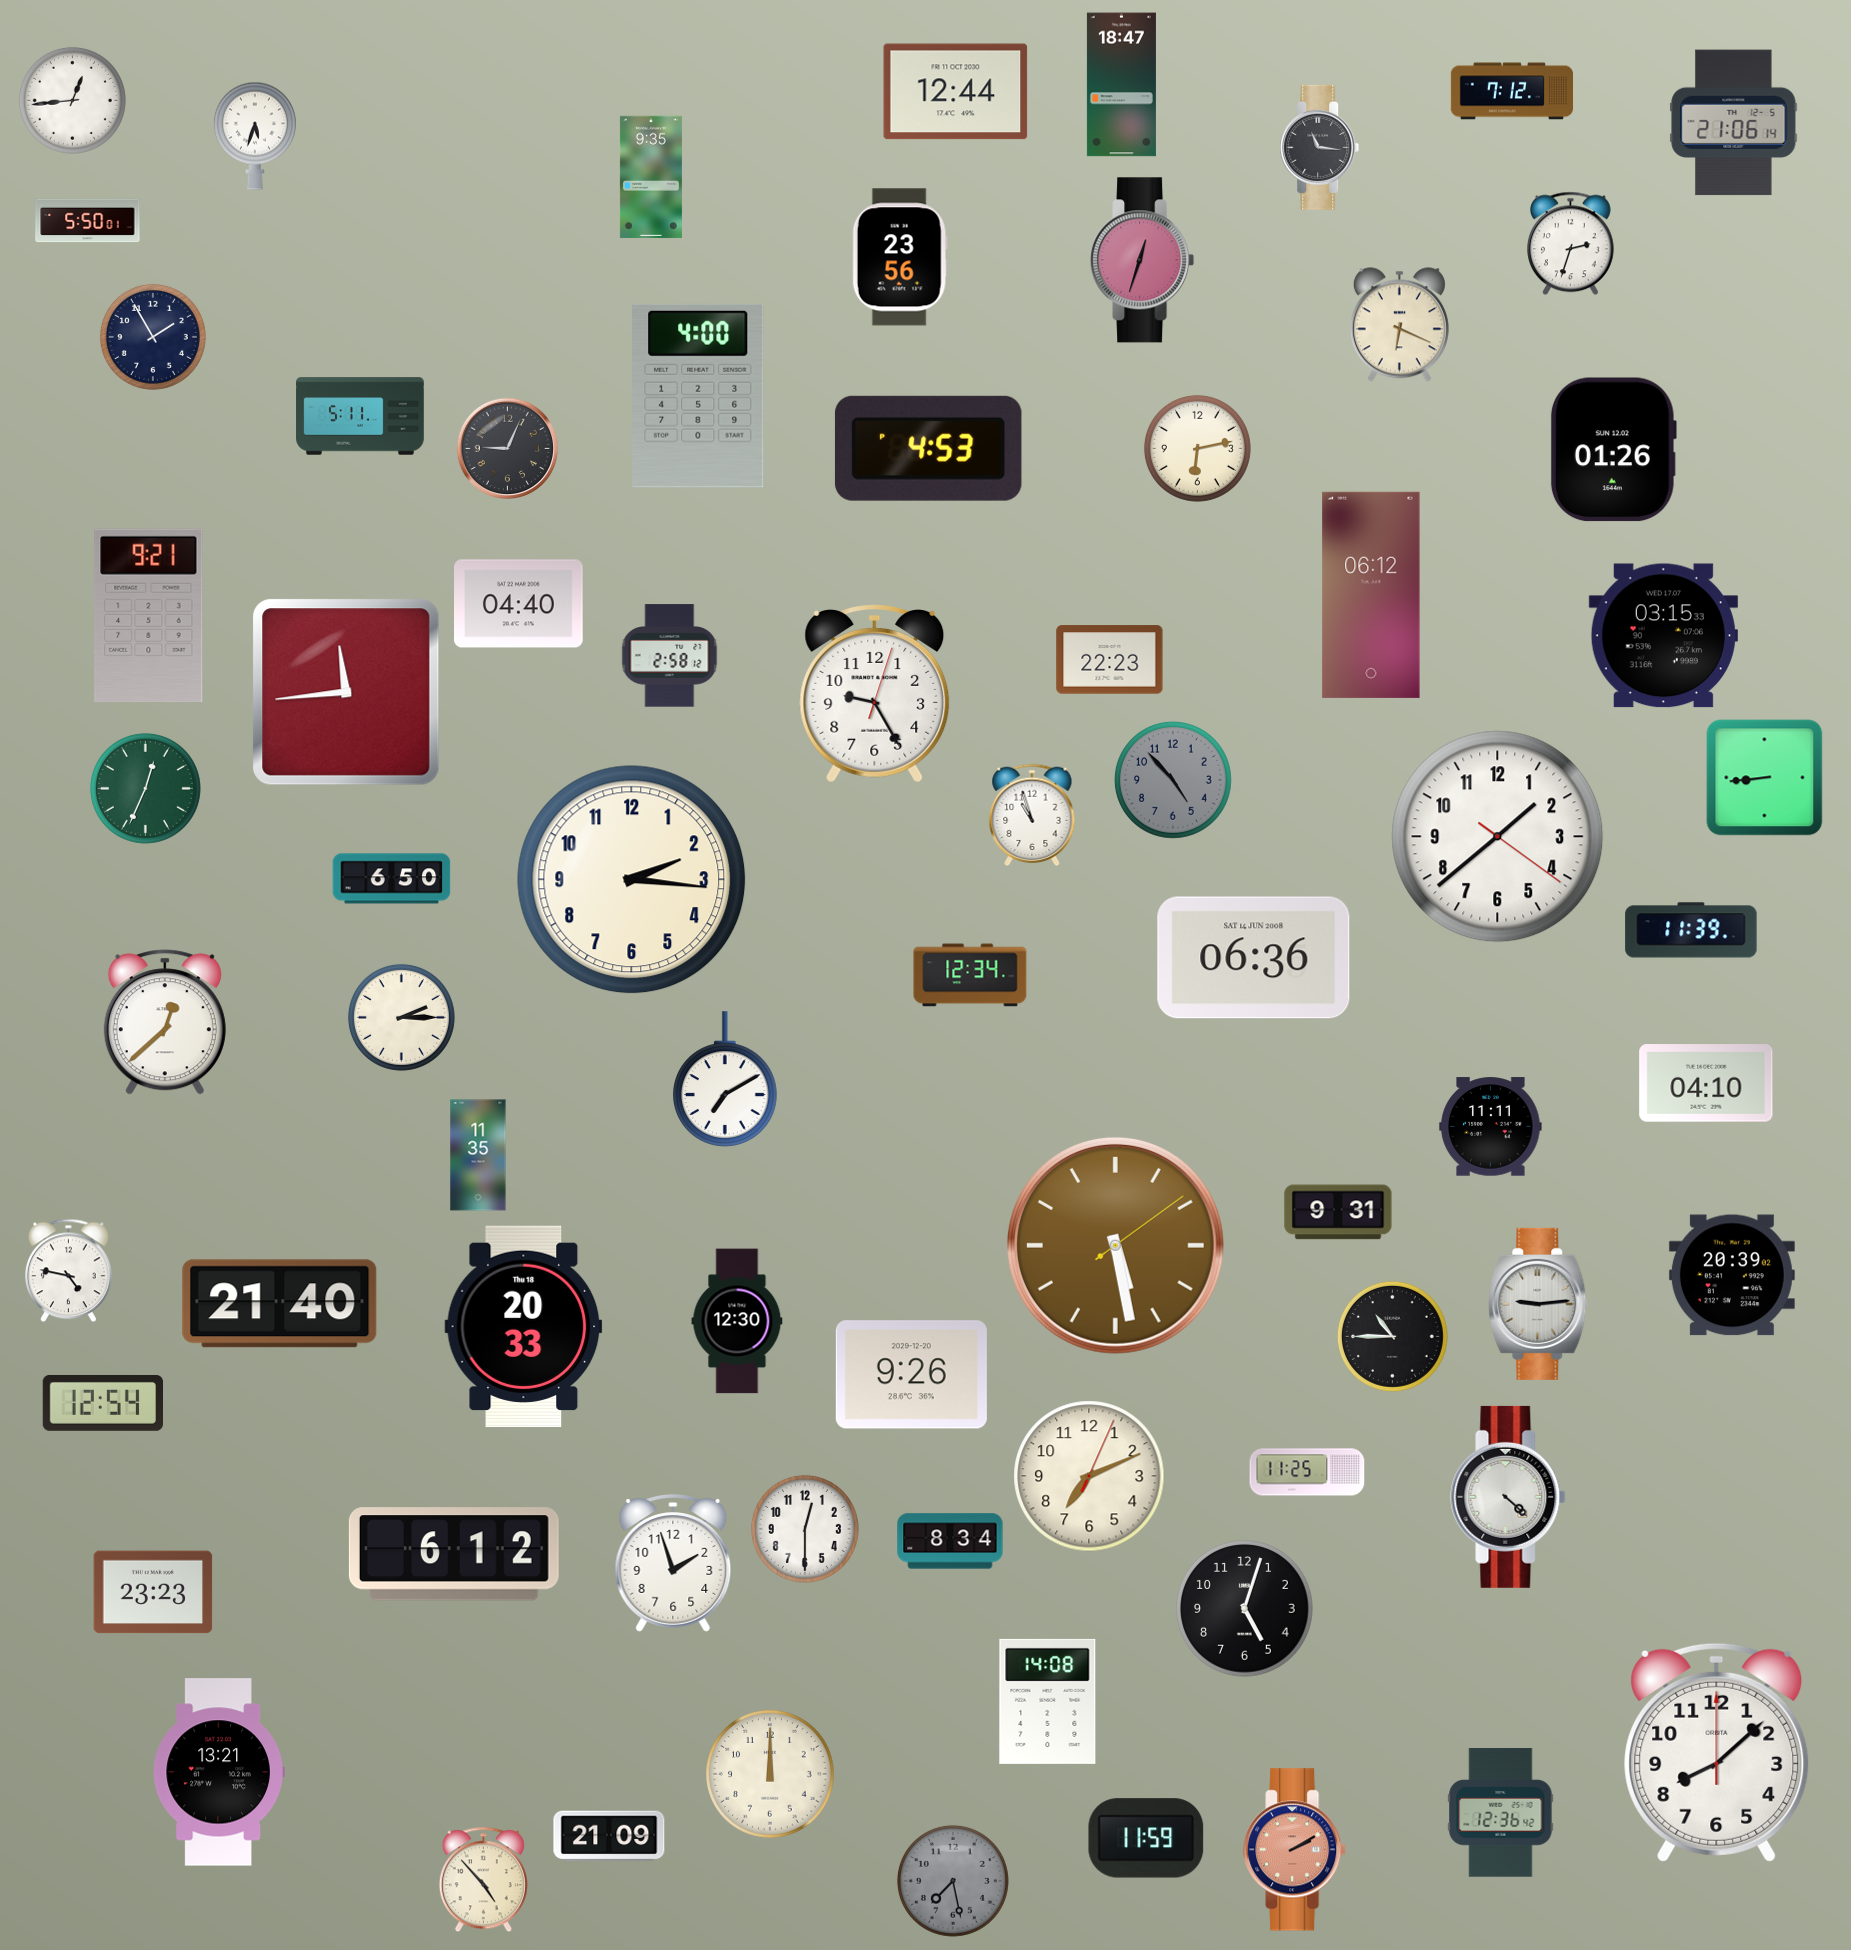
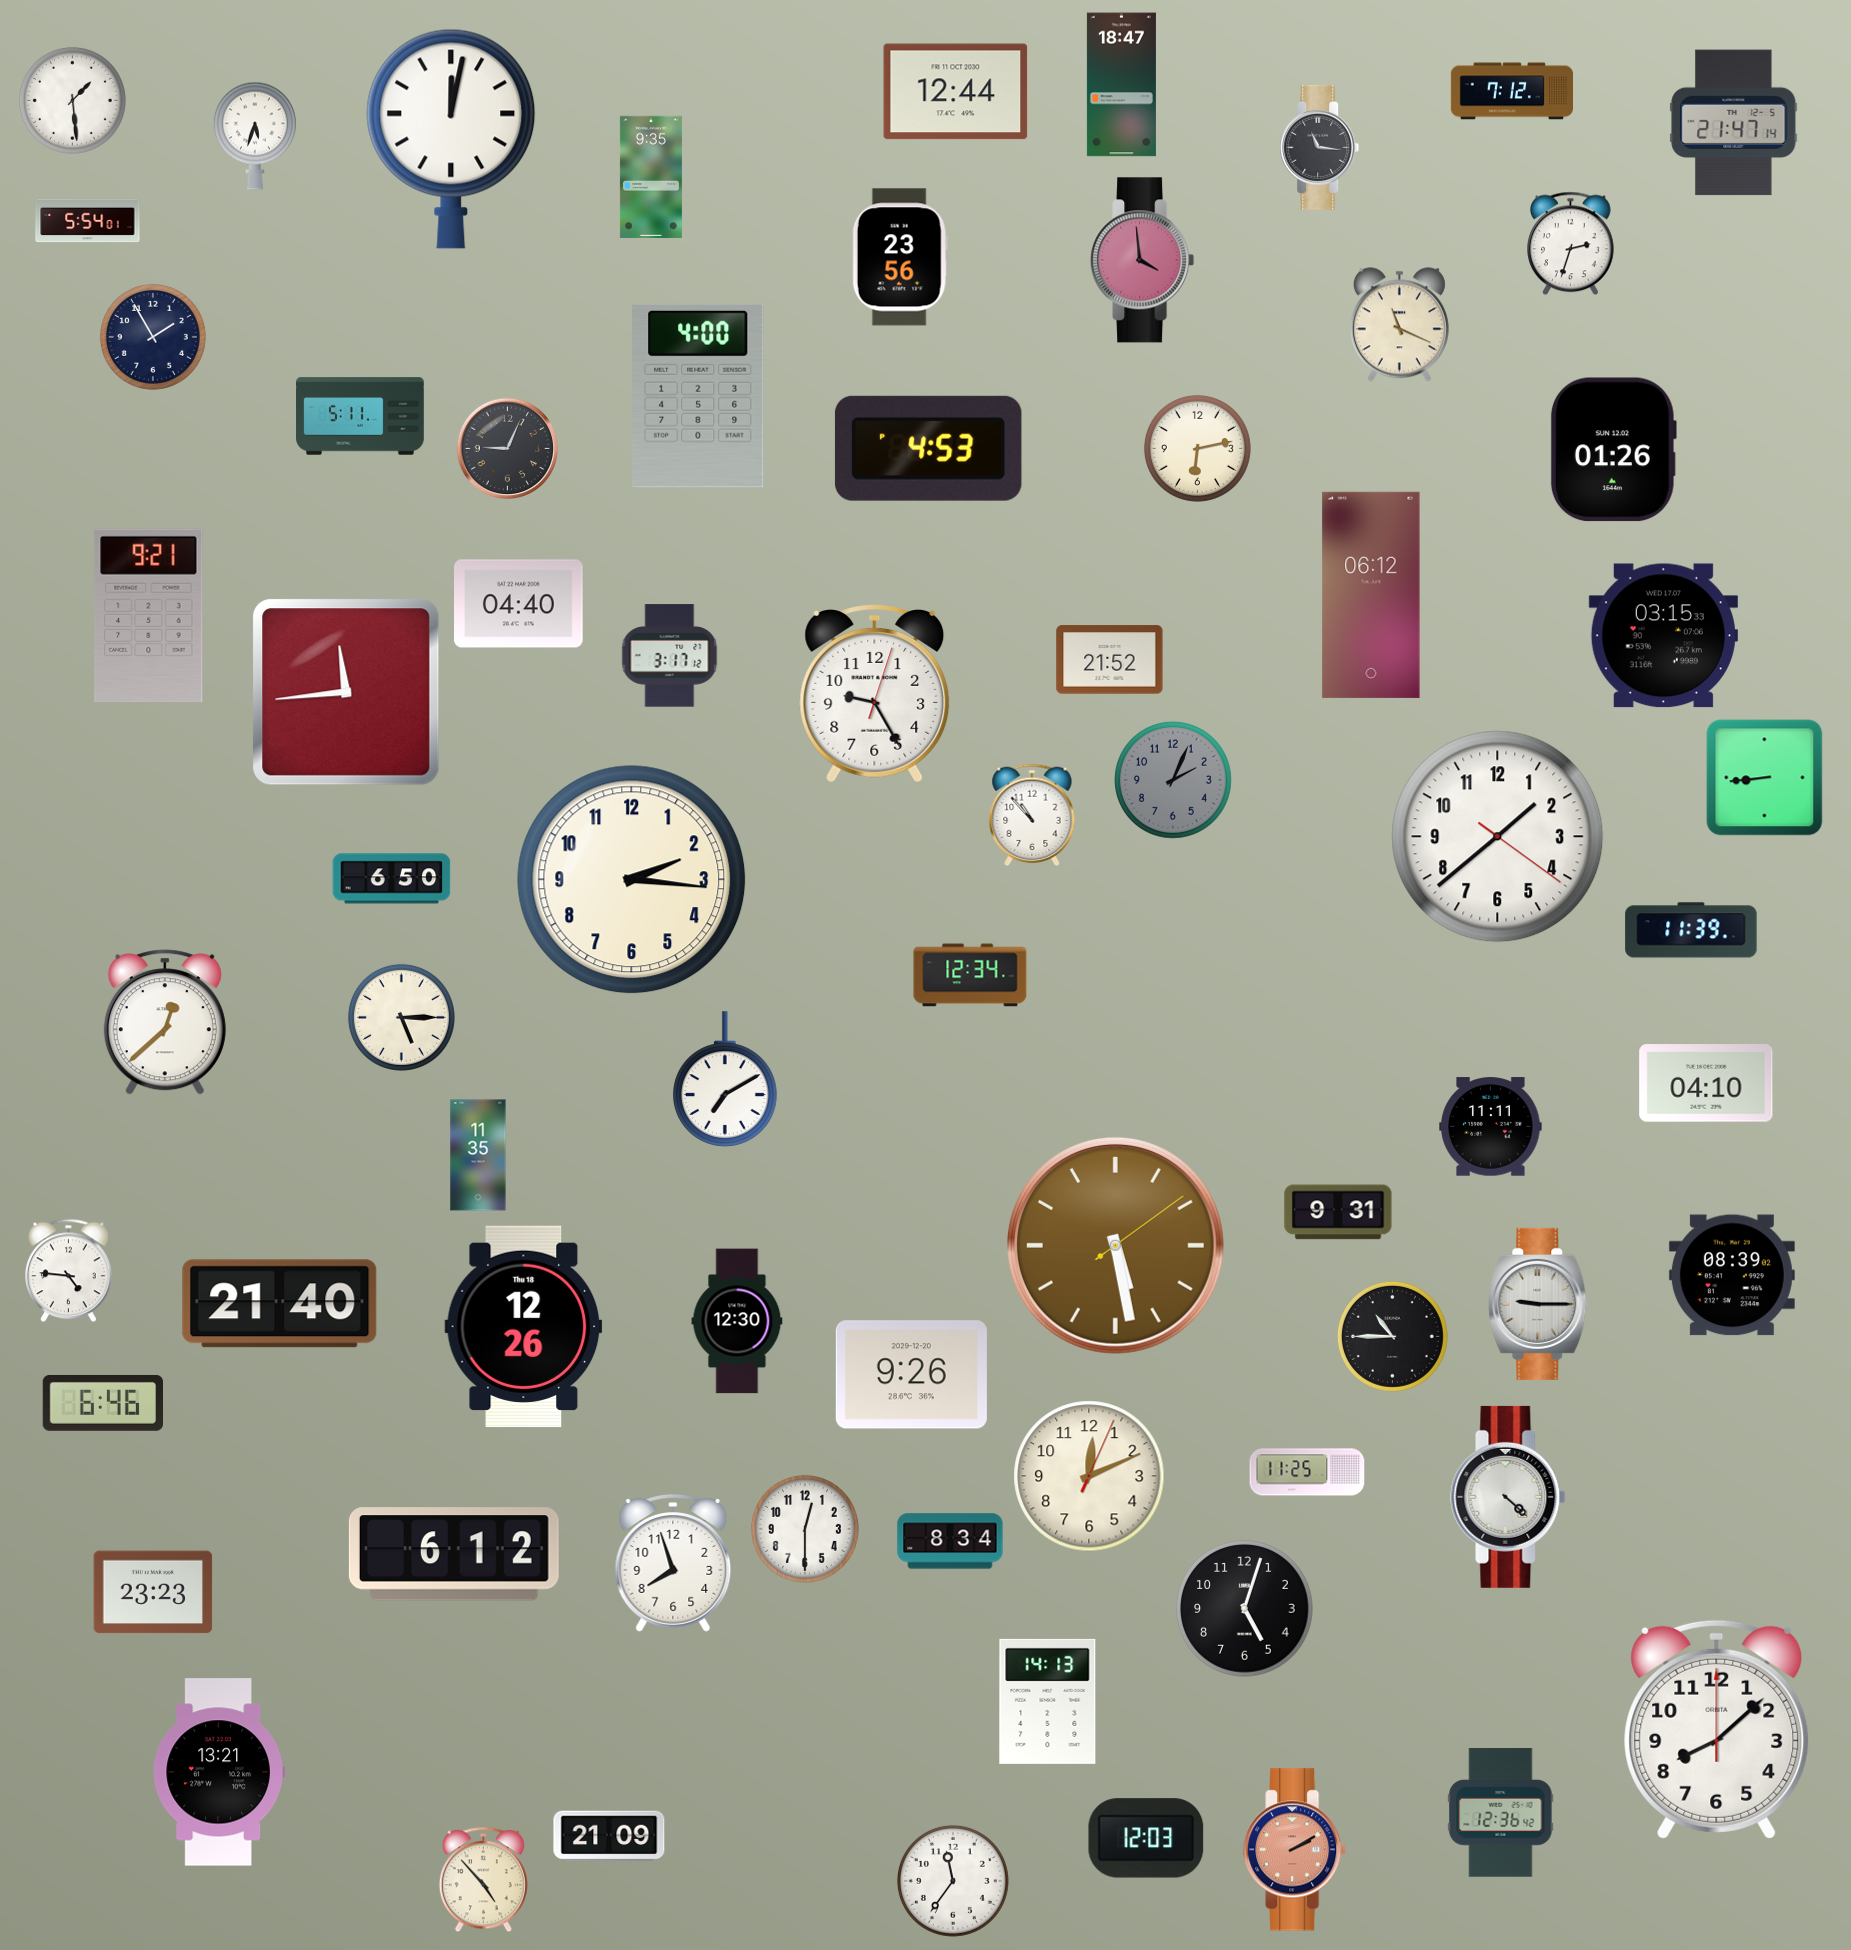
clock at (72, 100): 12:44 -> 1:29
clock at (1734, 123): 21:06 -> 21:47
clock at (451, 139): none -> 12:02
clock at (88, 221): 5:50 -> 5:54
clock at (1142, 260): 12:33 -> 3:59
clock at (1399, 325): 6:19 -> 11:19
clock at (670, 656): 2:58 -> 3:17
clock at (1110, 660): 22:23 -> 21:52
clock at (1173, 780): 4:53 -> 2:04
clock at (145, 788): 12:34 -> none
clock at (1032, 815): 10:57 -> 10:53
clock at (1254, 958): 06:36 -> none
clock at (401, 1017): 2:15 -> 5:15
clock at (69, 1271): 4:47 -> 4:46
clock at (1732, 1275): 20:39 -> 08:39
clock at (1538, 1304): 9:14 -> 9:15
clock at (524, 1327): 20:33 -> 12:26
clock at (103, 1403): 12:54 -> 6:46
clock at (1089, 1476): 7:11 -> 12:11
clock at (673, 1563): 1:57 -> 7:57
clock at (1048, 1701): 14:08 -> 14:13
clock at (1717, 1752) position: (1717, 1752) -> (1717, 1729)
clock at (771, 1775): 12:00 -> none
clock at (1146, 1838): 11:59 -> 12:03
clock at (953, 1881): 7:28 -> 11:36
clock at (953, 1881) dial: grey -> white
